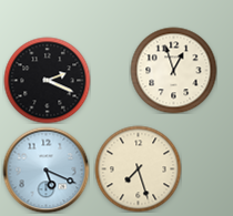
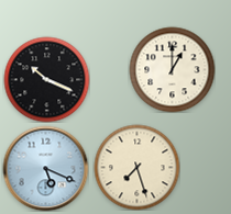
clock at (173, 70): 12:57 -> 1:00
clock at (47, 80): 2:19 -> 10:19
